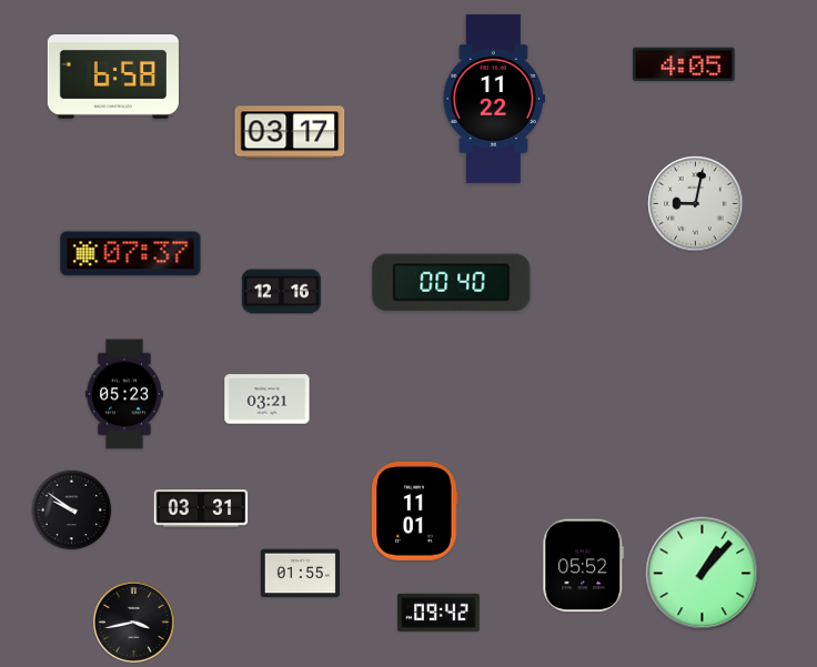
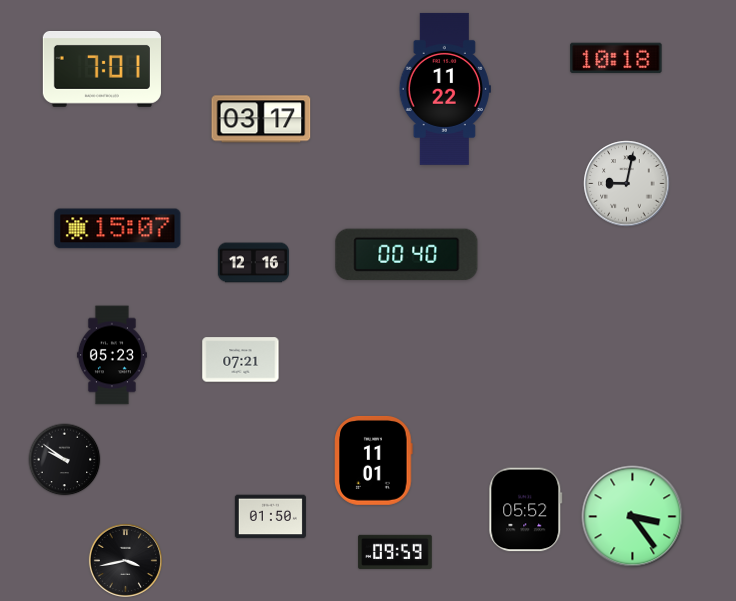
clock at (684, 64): 4:05 -> 10:18
clock at (113, 78): 6:58 -> 7:01
clock at (131, 254): 07:37 -> 15:07
clock at (268, 400): 03:21 -> 07:21
clock at (201, 508): 03:31 -> none
clock at (300, 574): 01:55 -> 01:50
clock at (703, 574): 1:07 -> 3:24
clock at (438, 613): 09:42 -> 09:59
clock at (133, 621) position: (133, 621) -> (125, 560)
